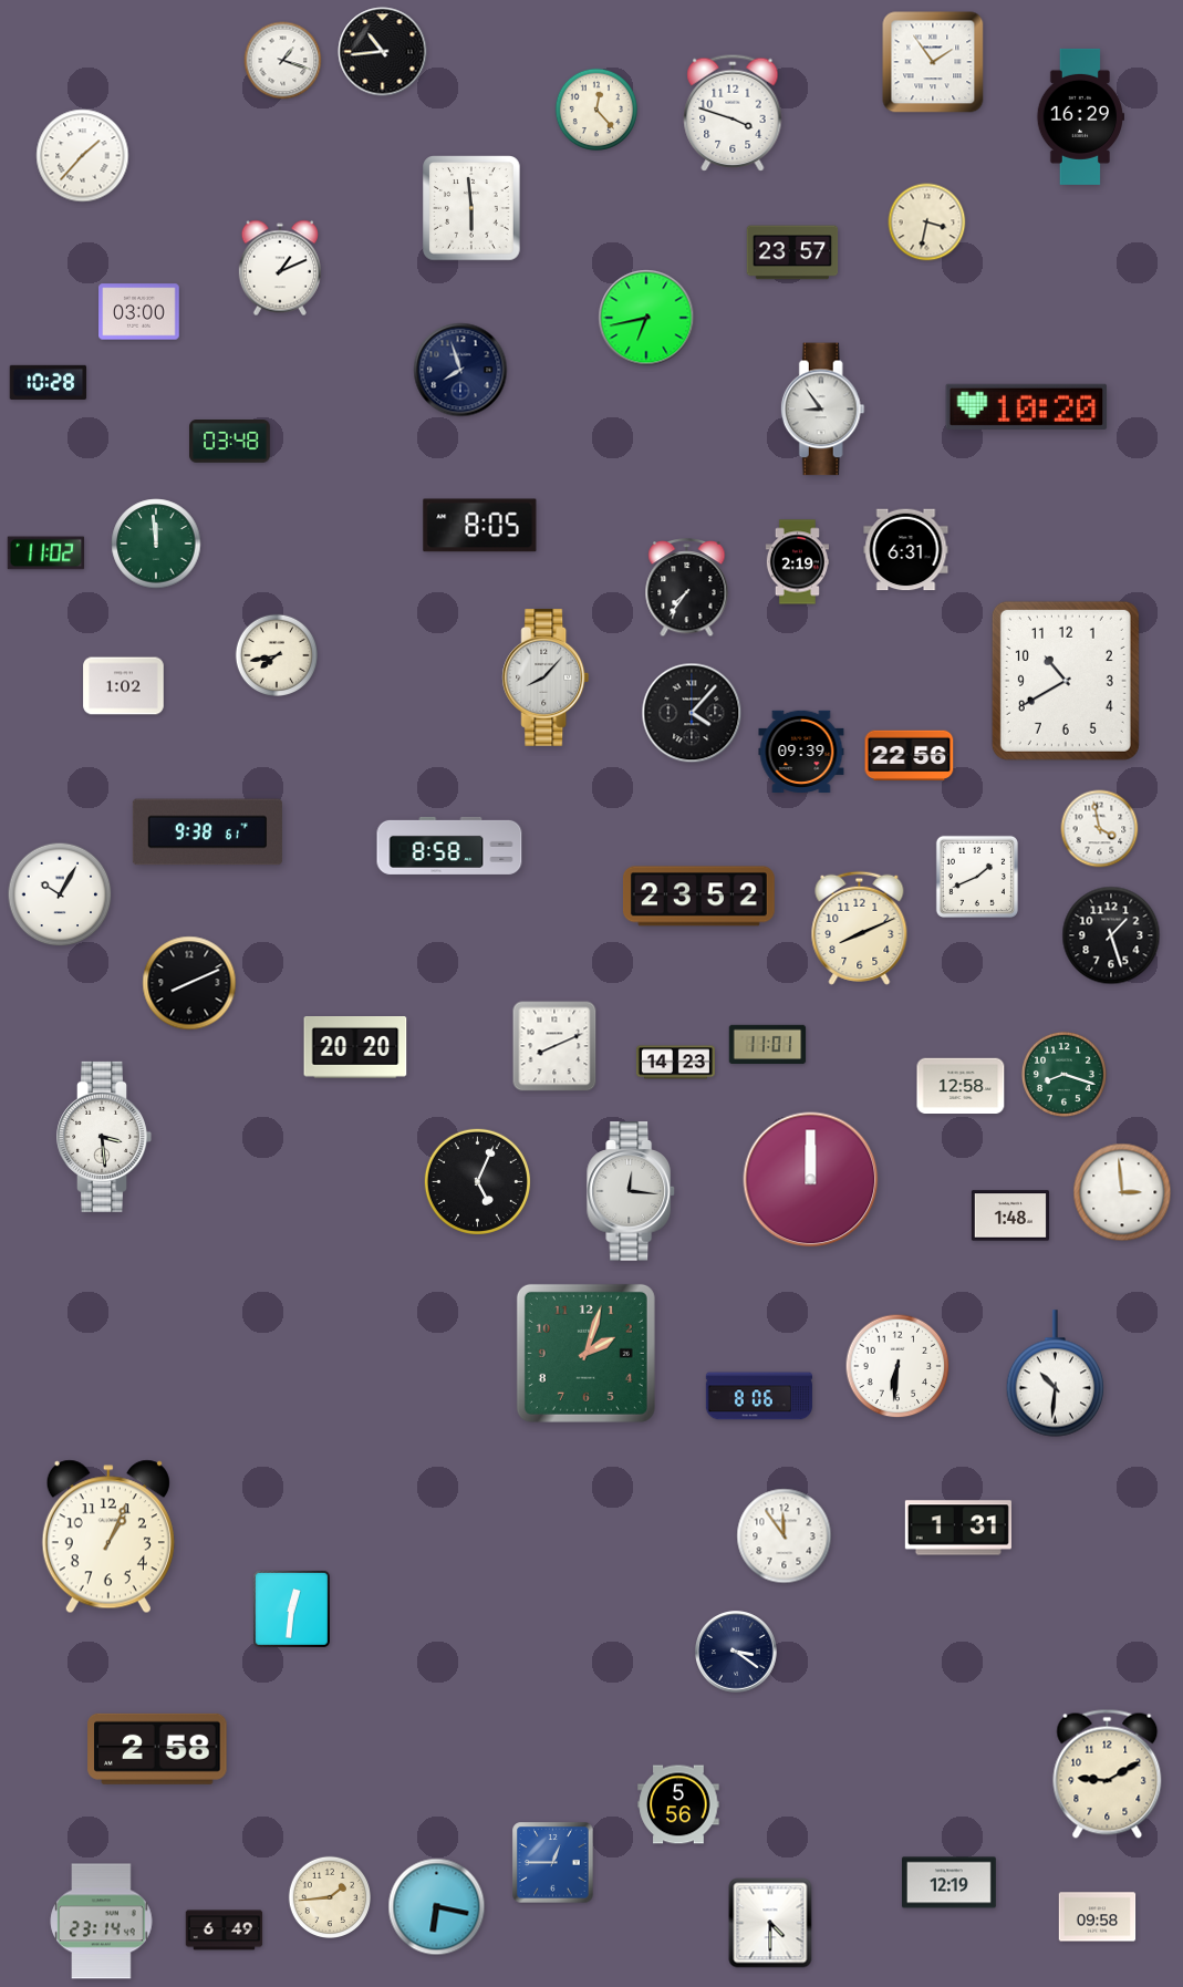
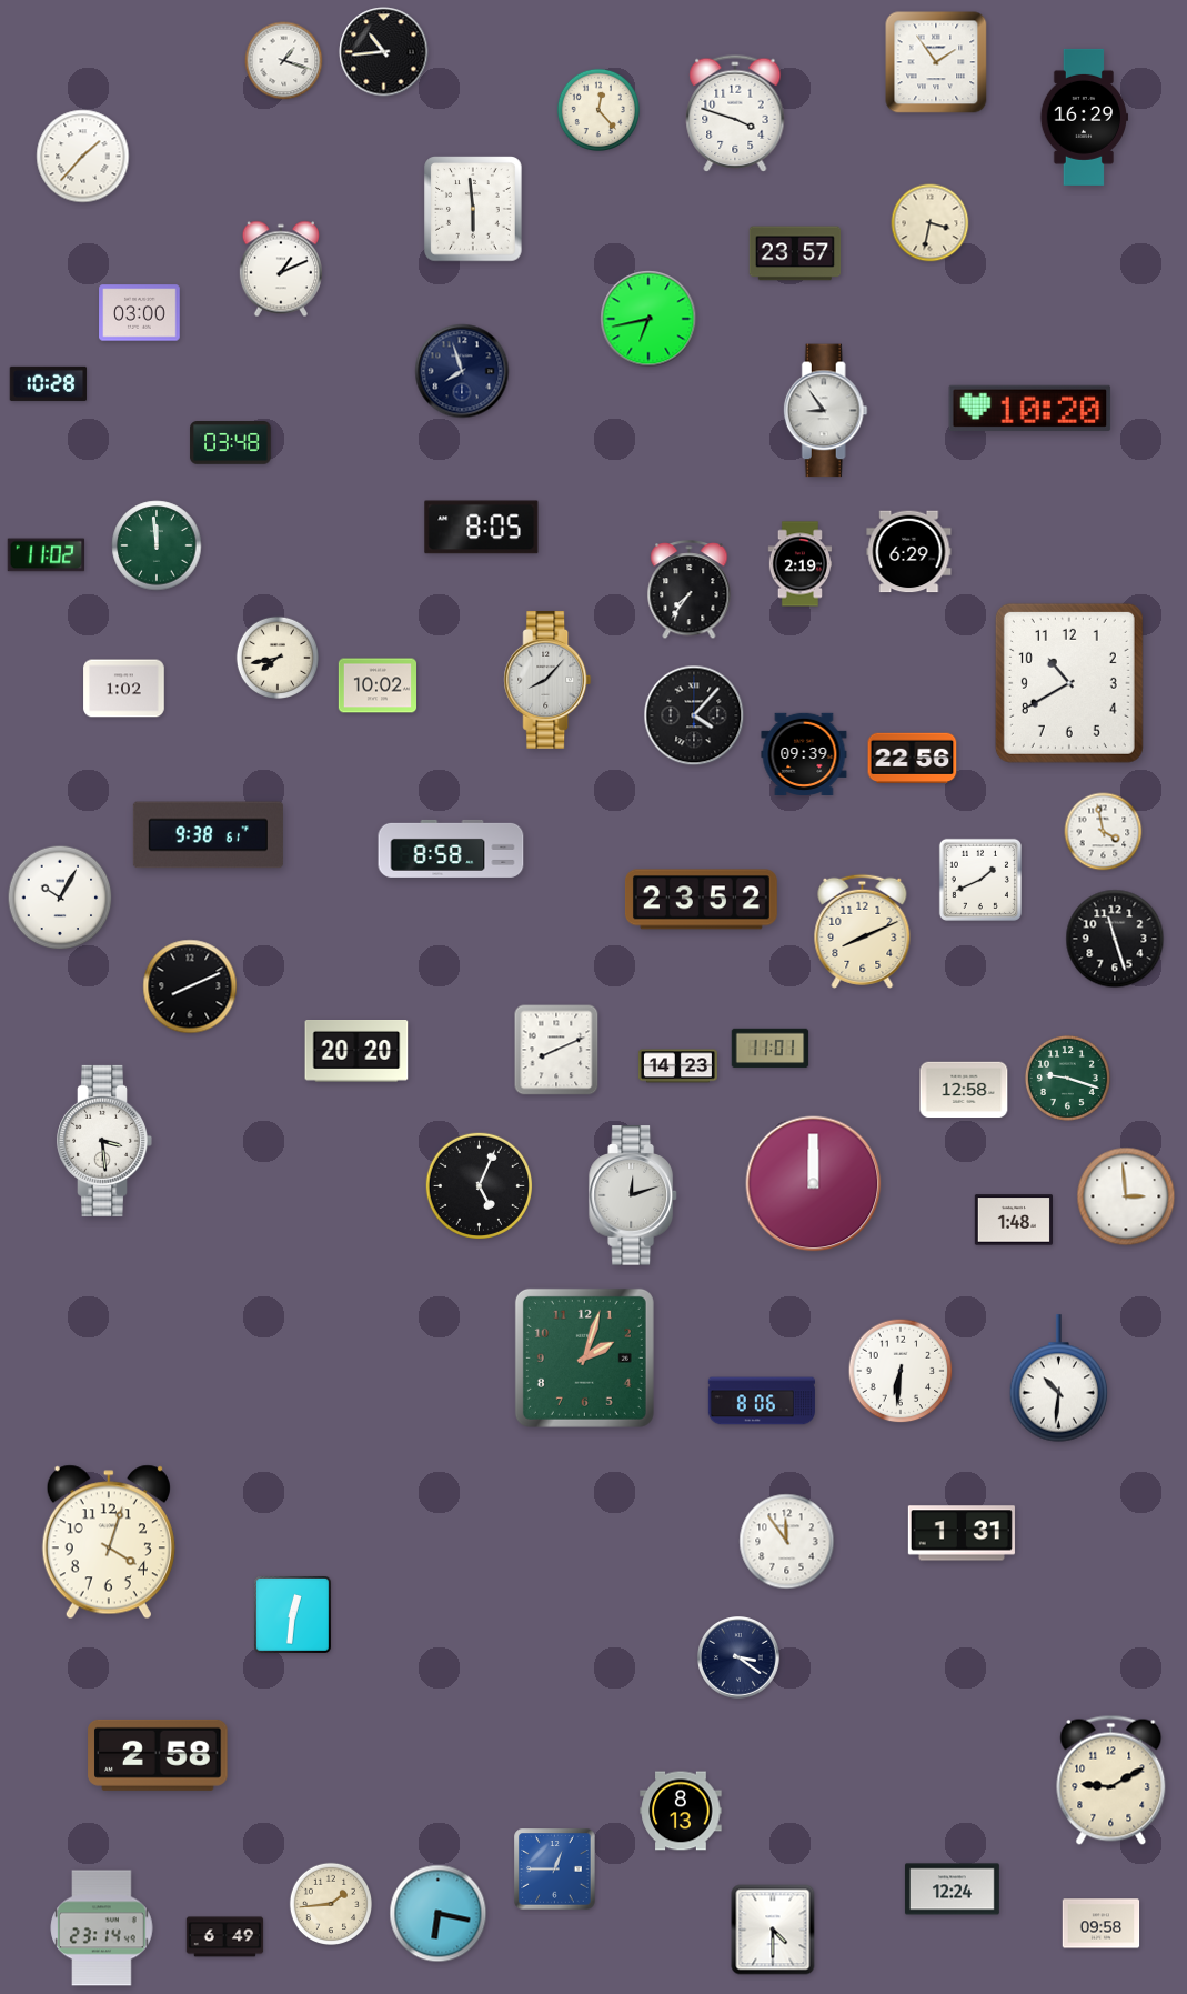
clock at (906, 550): 6:31 -> 6:29
clock at (376, 685): none -> 10:02
clock at (1111, 935): 1:27 -> 11:27
clock at (1063, 1074): 8:18 -> 9:18
clock at (631, 1191): 12:16 -> 12:12
clock at (585, 1353) position: (585, 1353) -> (584, 1357)
clock at (108, 1536): 1:04 -> 4:03
clock at (678, 1804): 5:56 -> 8:13
clock at (948, 1883): 12:19 -> 12:24
